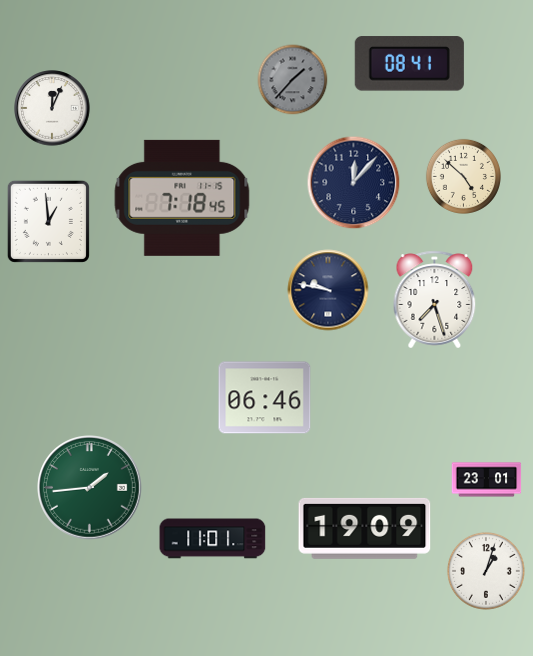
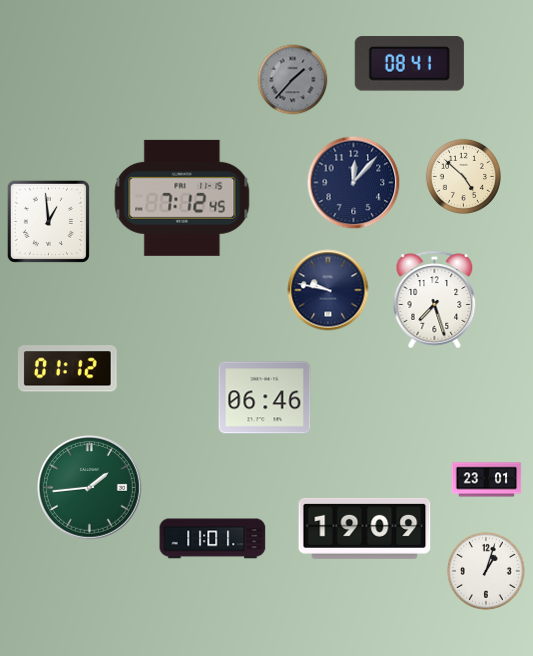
clock at (52, 108): 12:04 -> none
clock at (182, 198): 7:18 -> 7:12
clock at (68, 369): none -> 01:12
